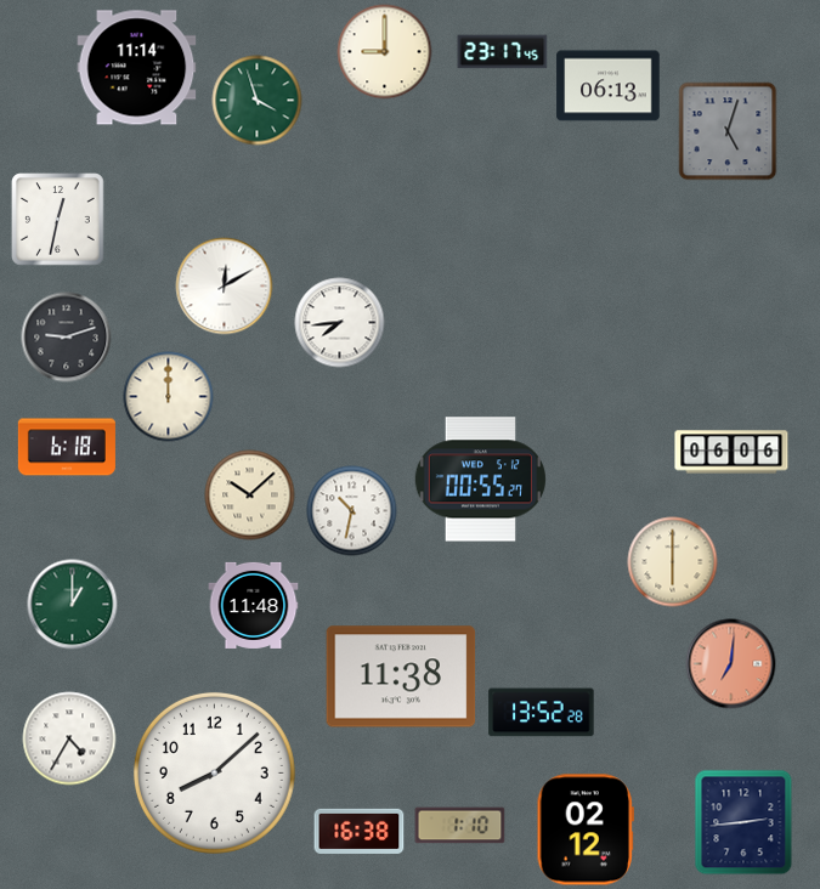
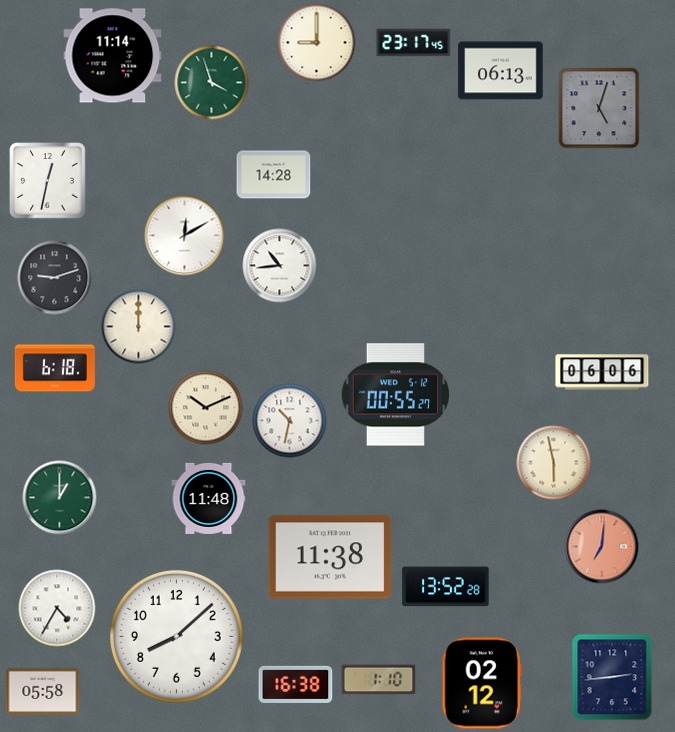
clock at (274, 175): none -> 14:28
clock at (340, 323): 7:44 -> 10:44
clock at (250, 496): 10:08 -> 10:11
clock at (673, 562): 6:00 -> 5:58
clock at (43, 691): none -> 05:58
